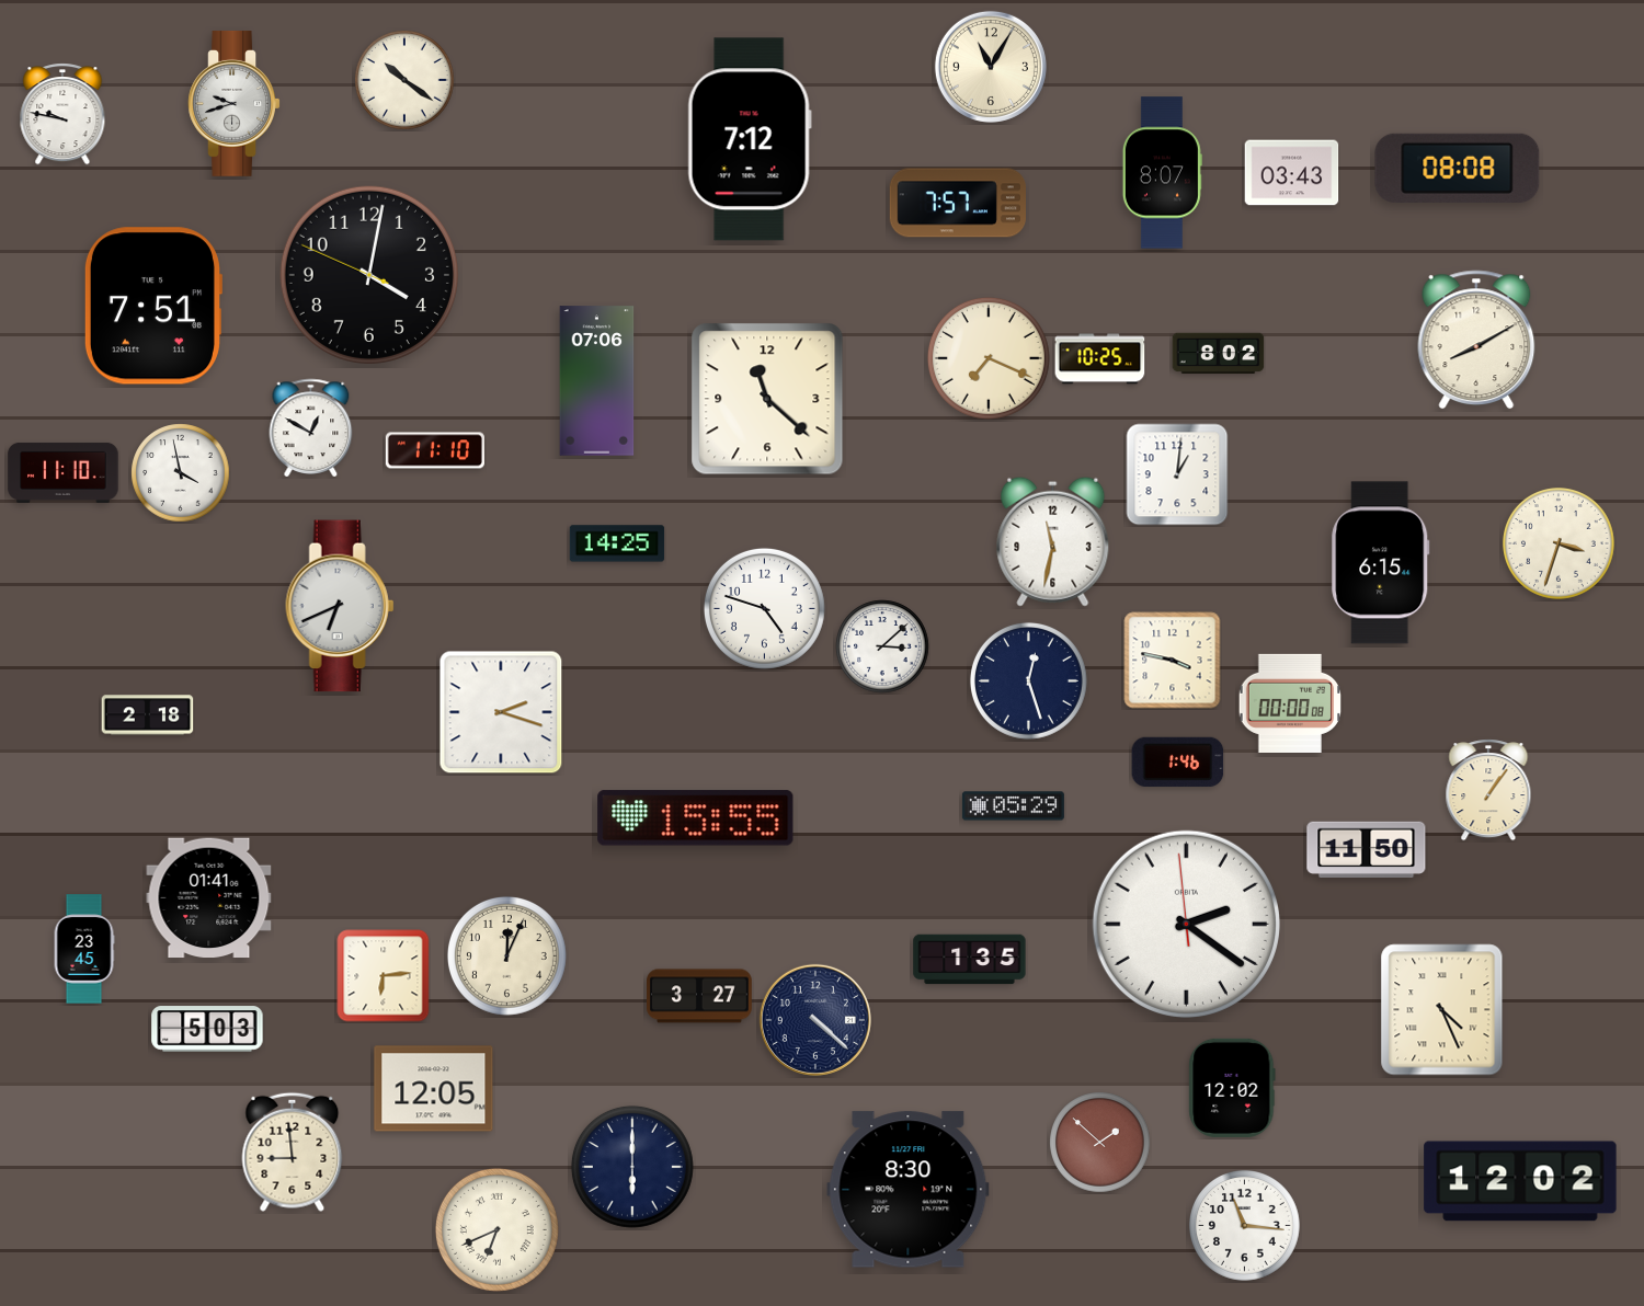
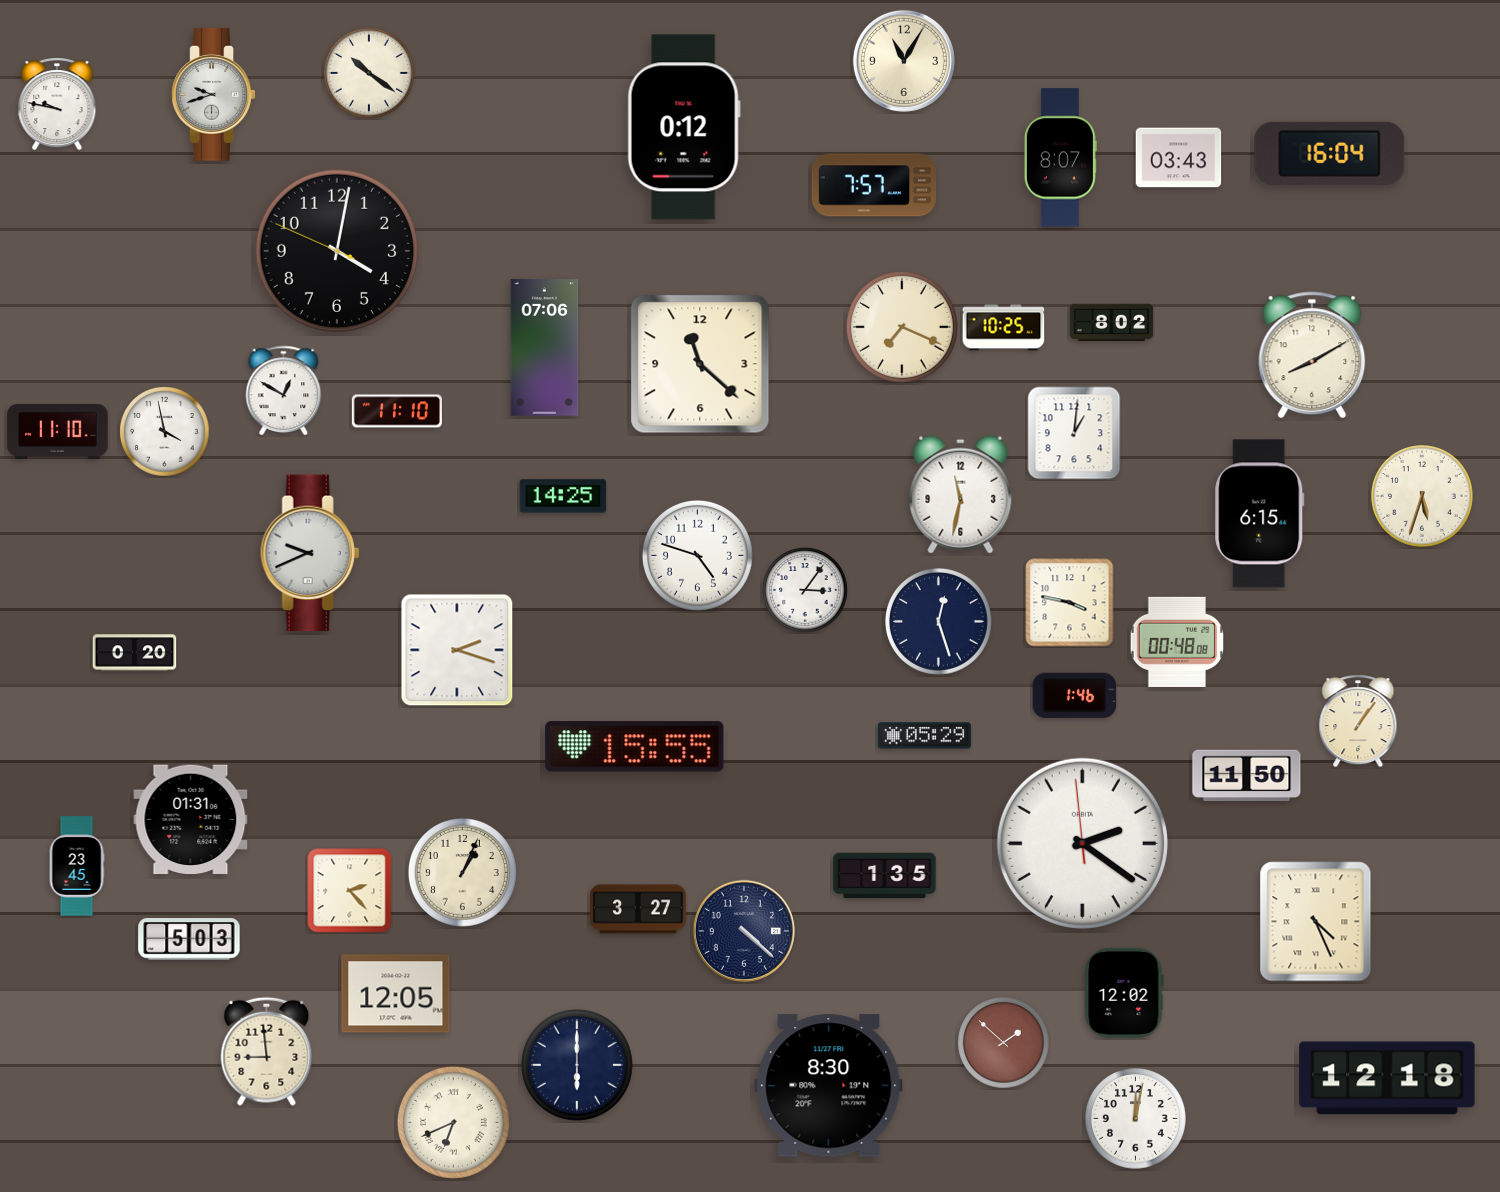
clock at (750, 139): 7:12 -> 0:12
clock at (1458, 168): 08:08 -> 16:04
clock at (152, 306): 7:51 -> none
clock at (1476, 340) position: (1476, 340) -> (1312, 355)
clock at (1560, 545): 3:33 -> 5:33
clock at (340, 606): 6:41 -> 9:41
clock at (882, 646): 3:08 -> 3:06
clock at (1290, 703): 00:00 -> 00:48
clock at (148, 715): 2:18 -> 0:20
clock at (209, 898): 01:41 -> 01:31
clock at (506, 955): 12:04 -> 1:04
clock at (384, 976): 6:14 -> 2:23
clock at (1520, 1181): 12:02 -> 12:18
clock at (1245, 1226): 11:16 -> 12:02
